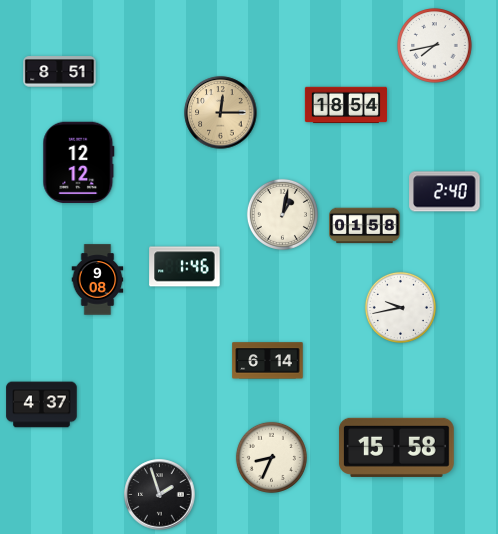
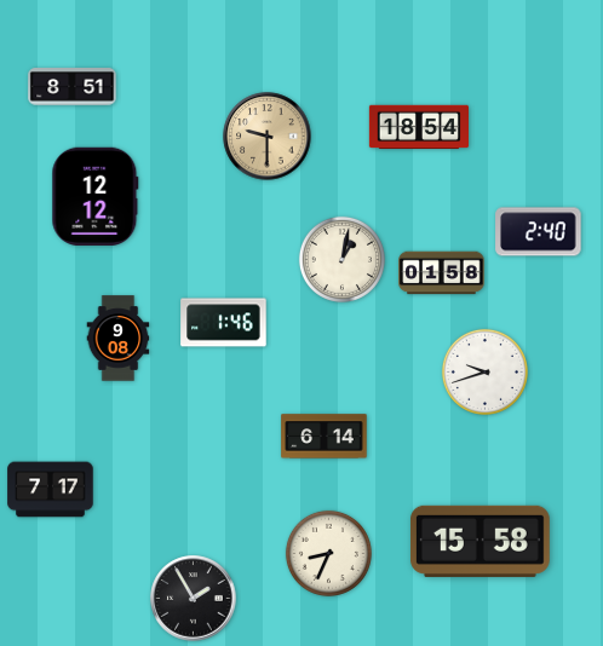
clock at (435, 46): 7:43 -> none
clock at (221, 113): 12:15 -> 9:30
clock at (400, 307): 9:43 -> 9:42
clock at (42, 405): 4:37 -> 7:17
clock at (160, 495): 1:57 -> 1:55
